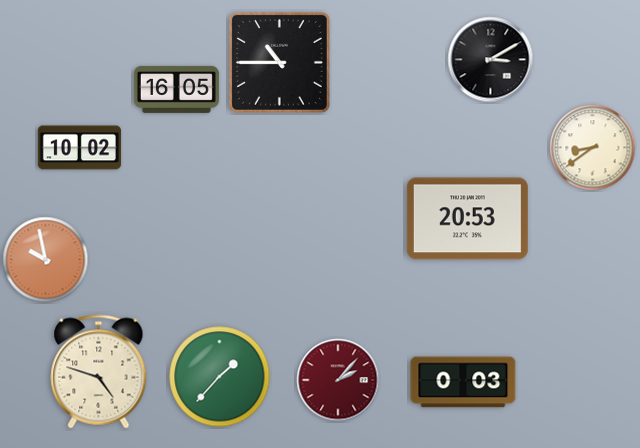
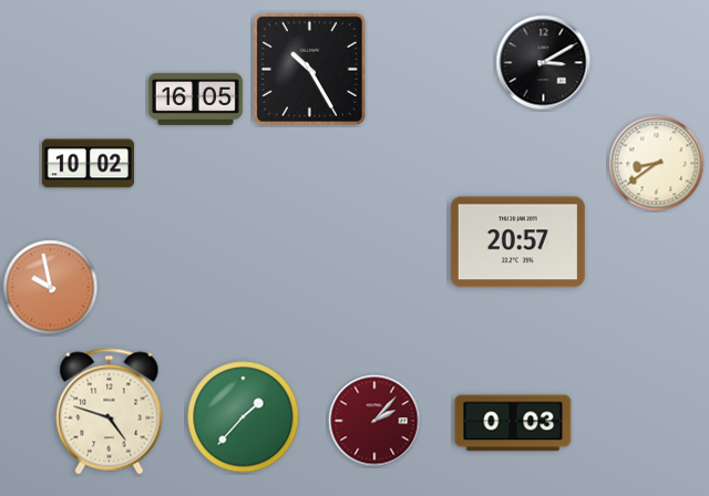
clock at (491, 60) position: (491, 60) -> (544, 63)
clock at (279, 62): 10:45 -> 10:25
clock at (467, 219): 20:53 -> 20:57
